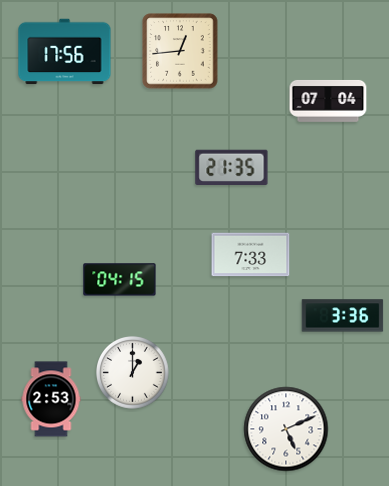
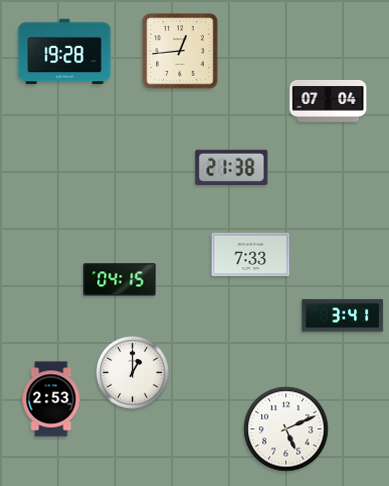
clock at (65, 52): 17:56 -> 19:28
clock at (232, 168): 21:35 -> 21:38
clock at (343, 316): 3:36 -> 3:41
